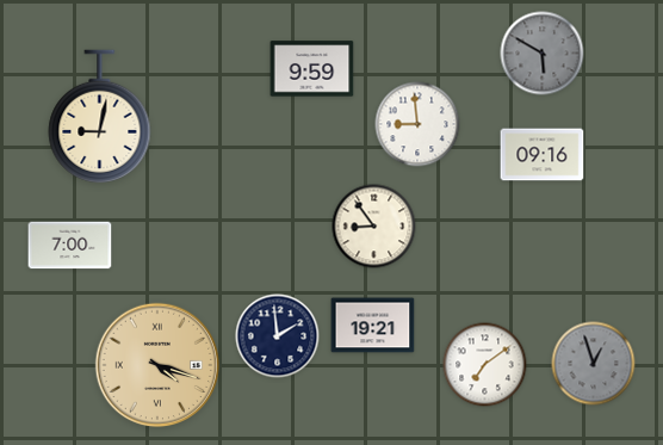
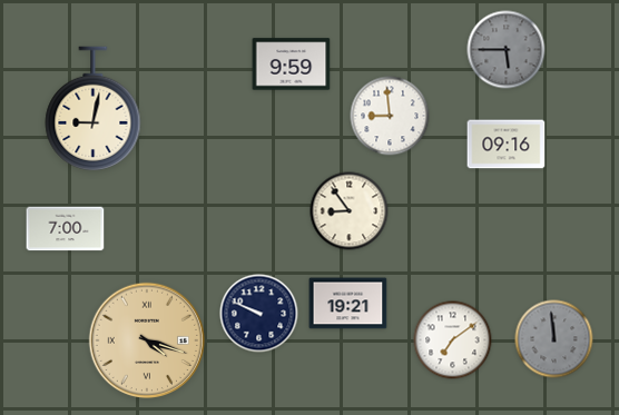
clock at (543, 54): 5:50 -> 5:45
clock at (278, 336): 1:59 -> 9:49
clock at (594, 364): 12:57 -> 11:59
